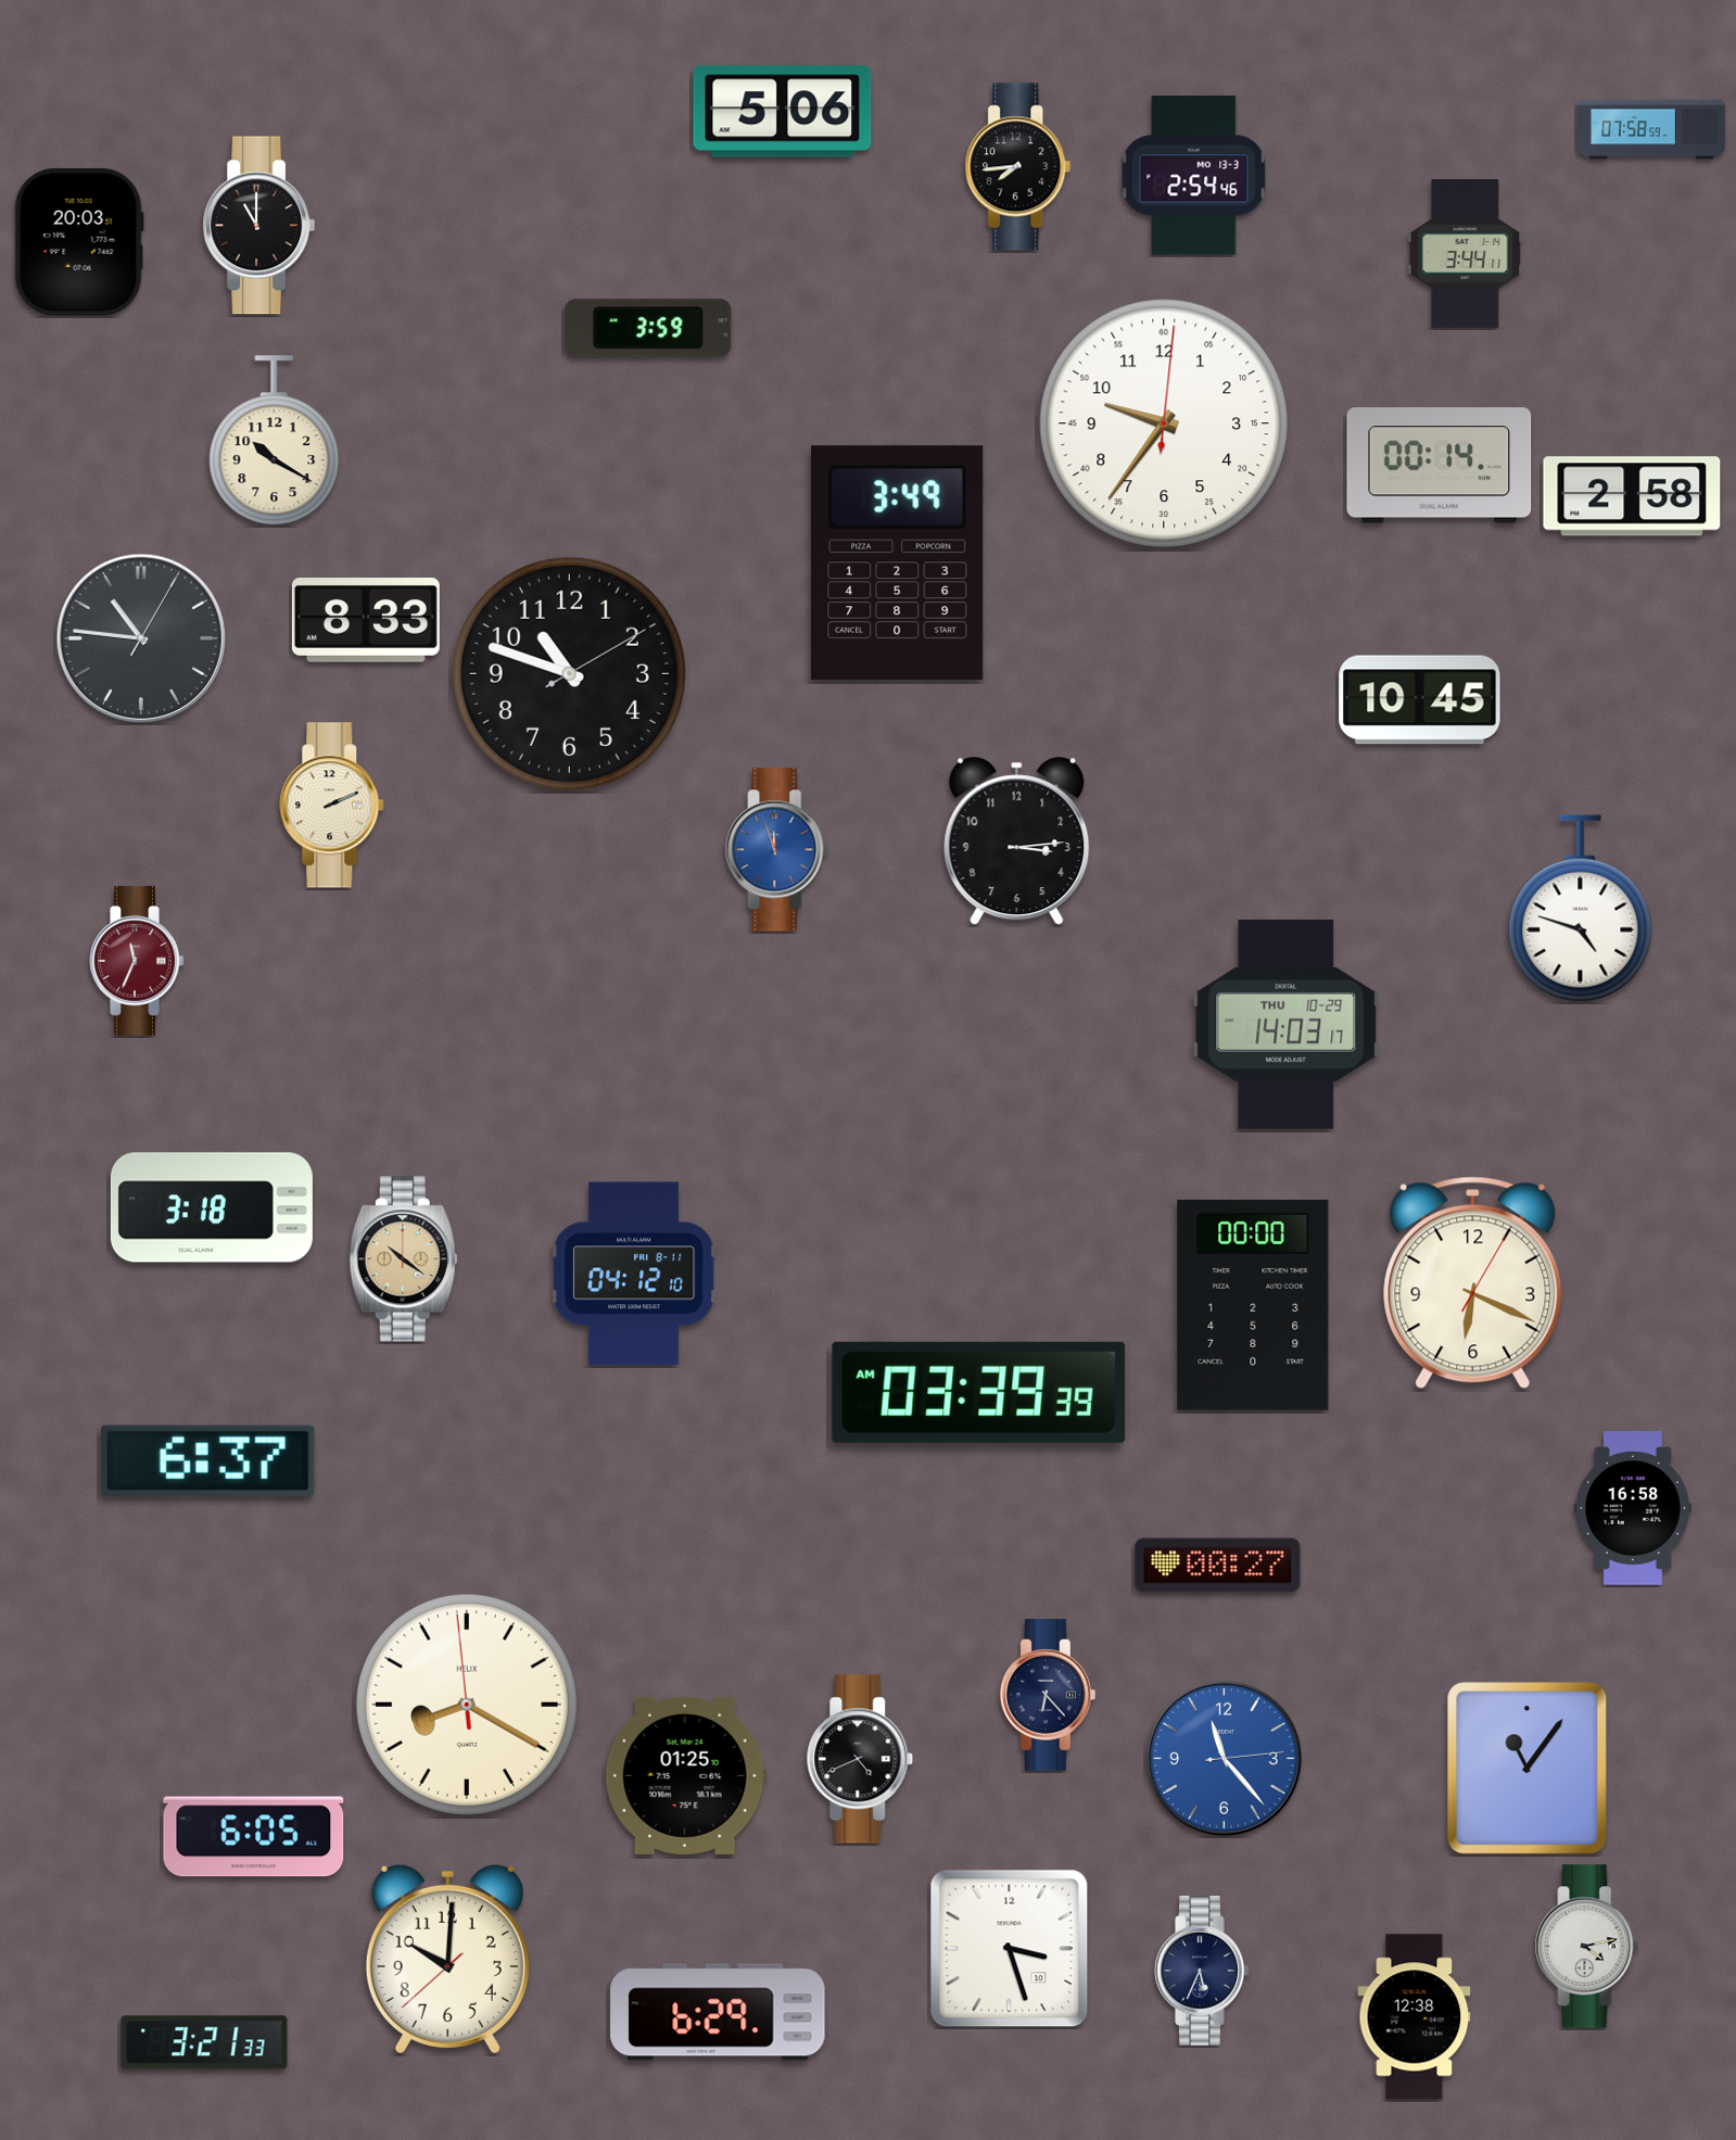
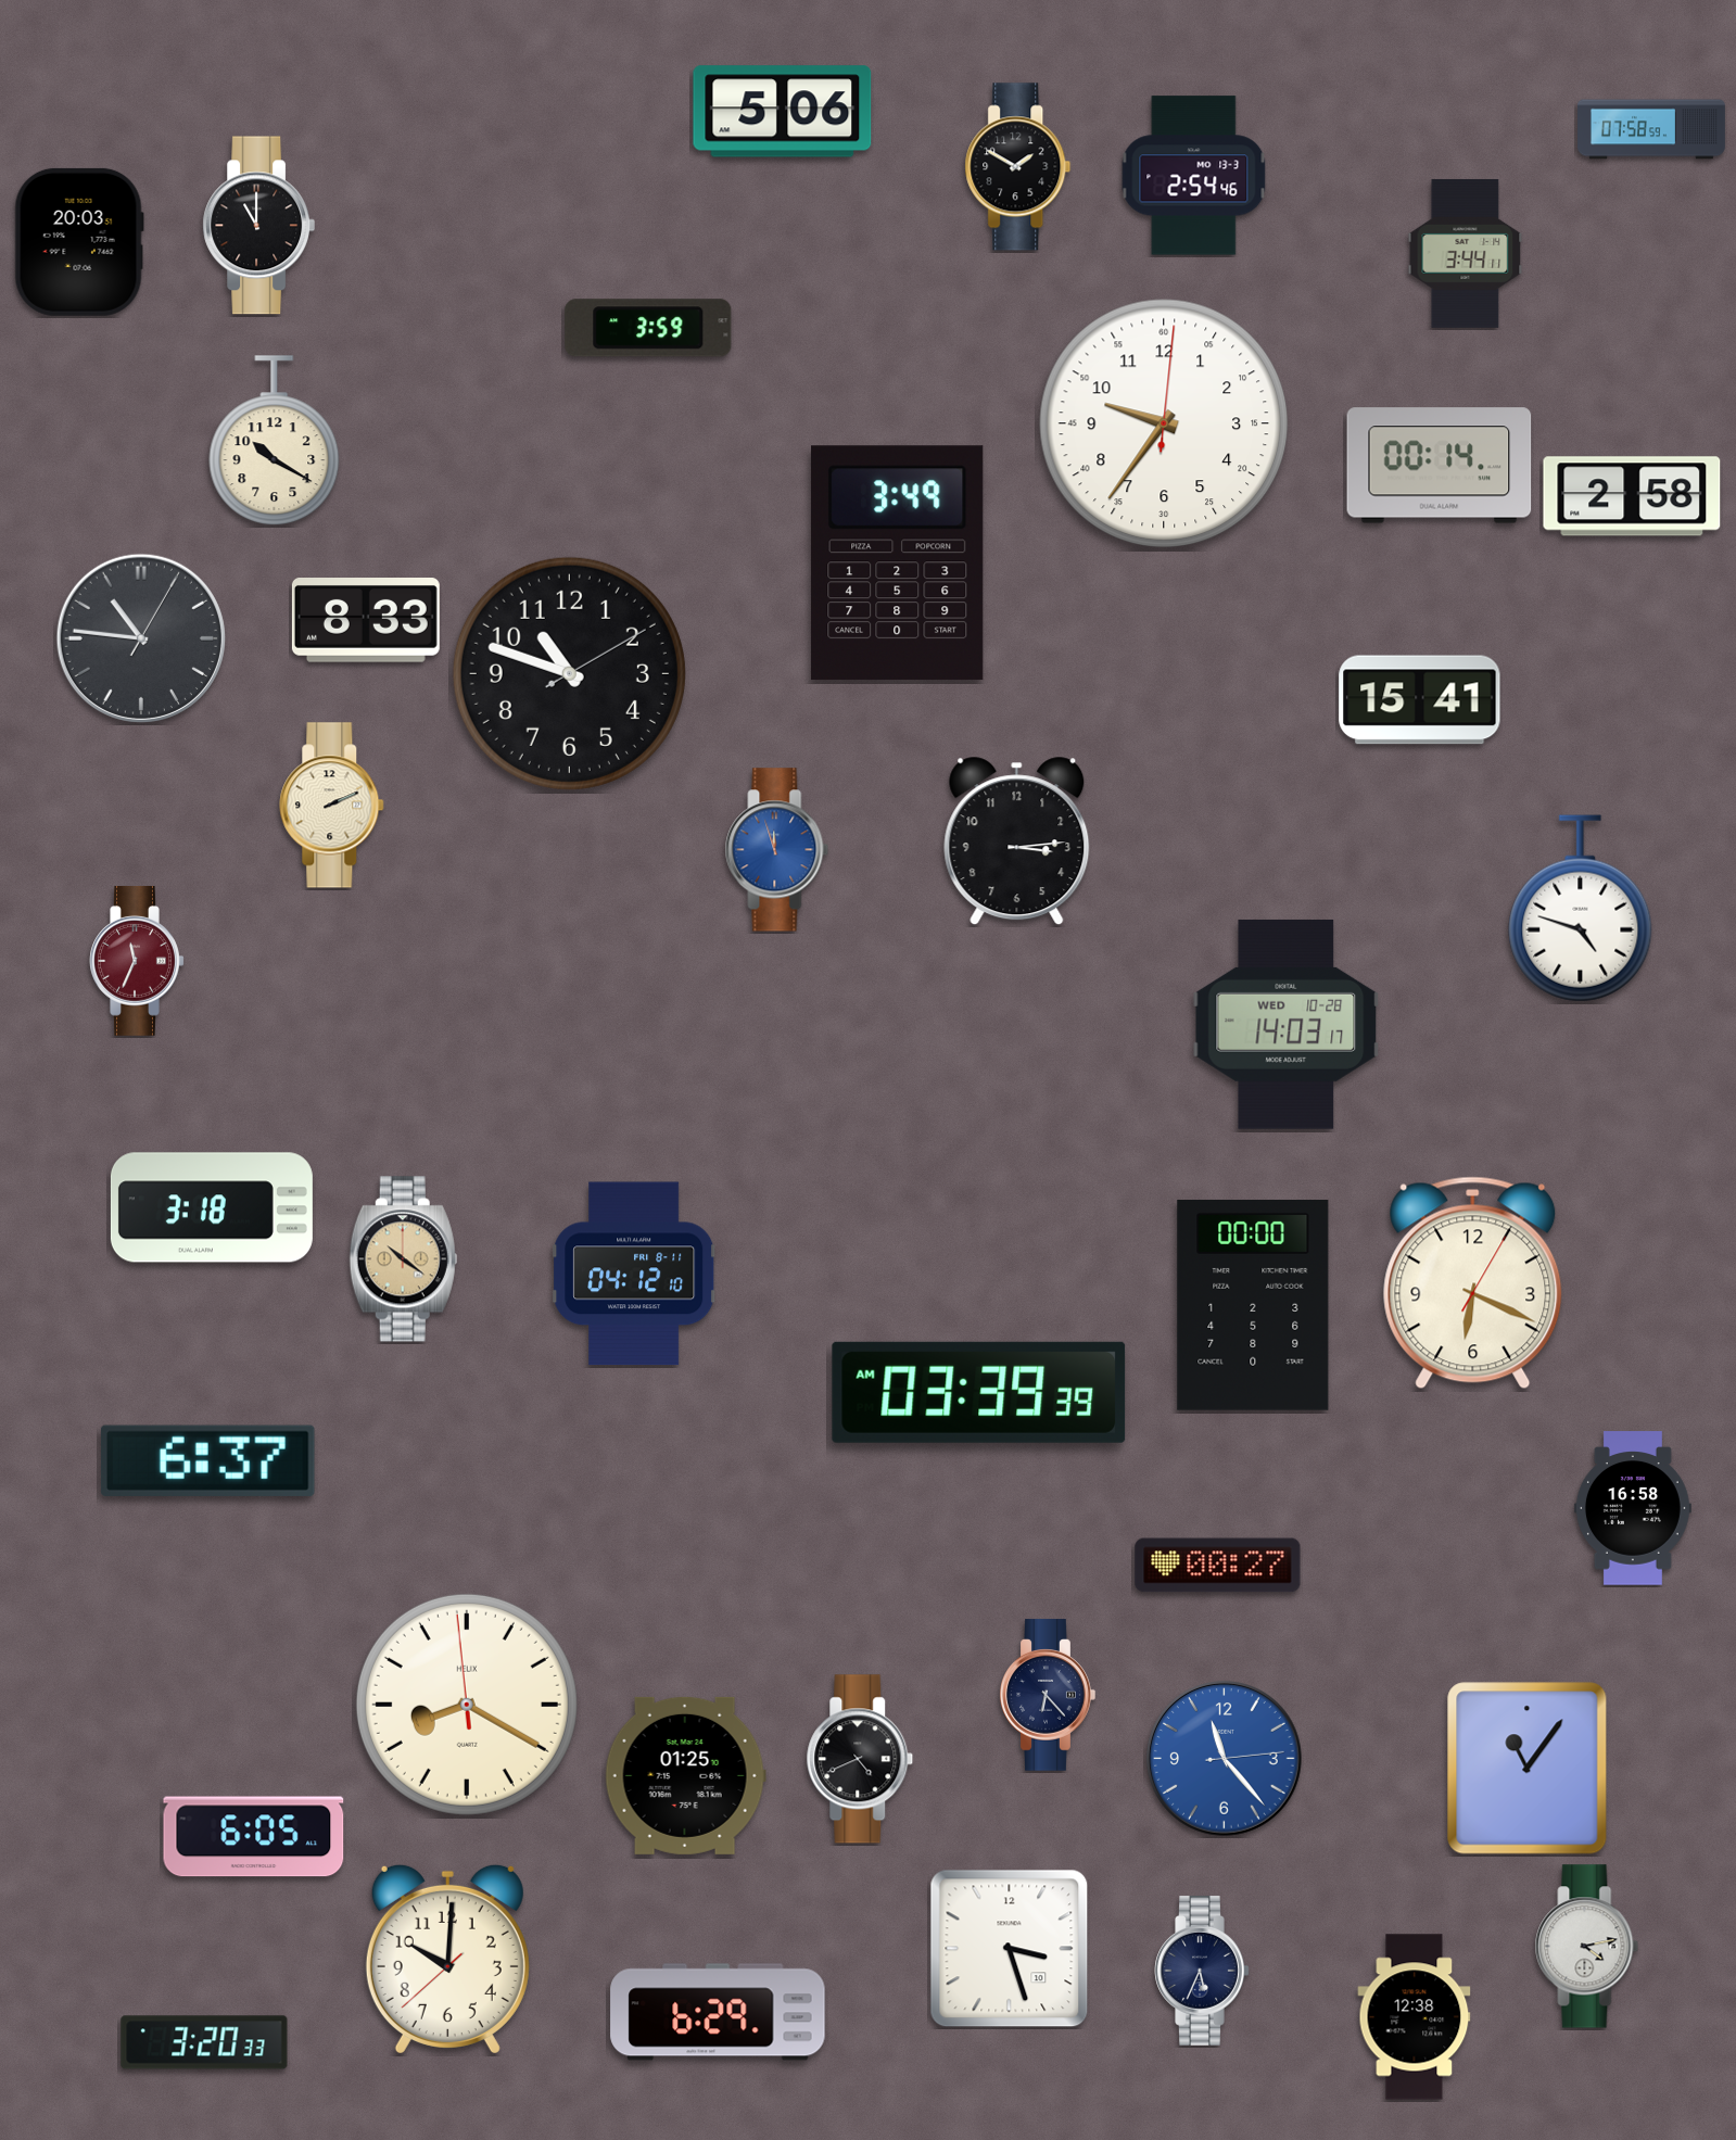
clock at (1018, 167): 7:44 -> 1:50
clock at (1420, 700): 10:45 -> 15:41
clock at (1287, 1024) date: THU 10-29 -> WED 10-28
clock at (204, 2042): 3:21 -> 3:20
